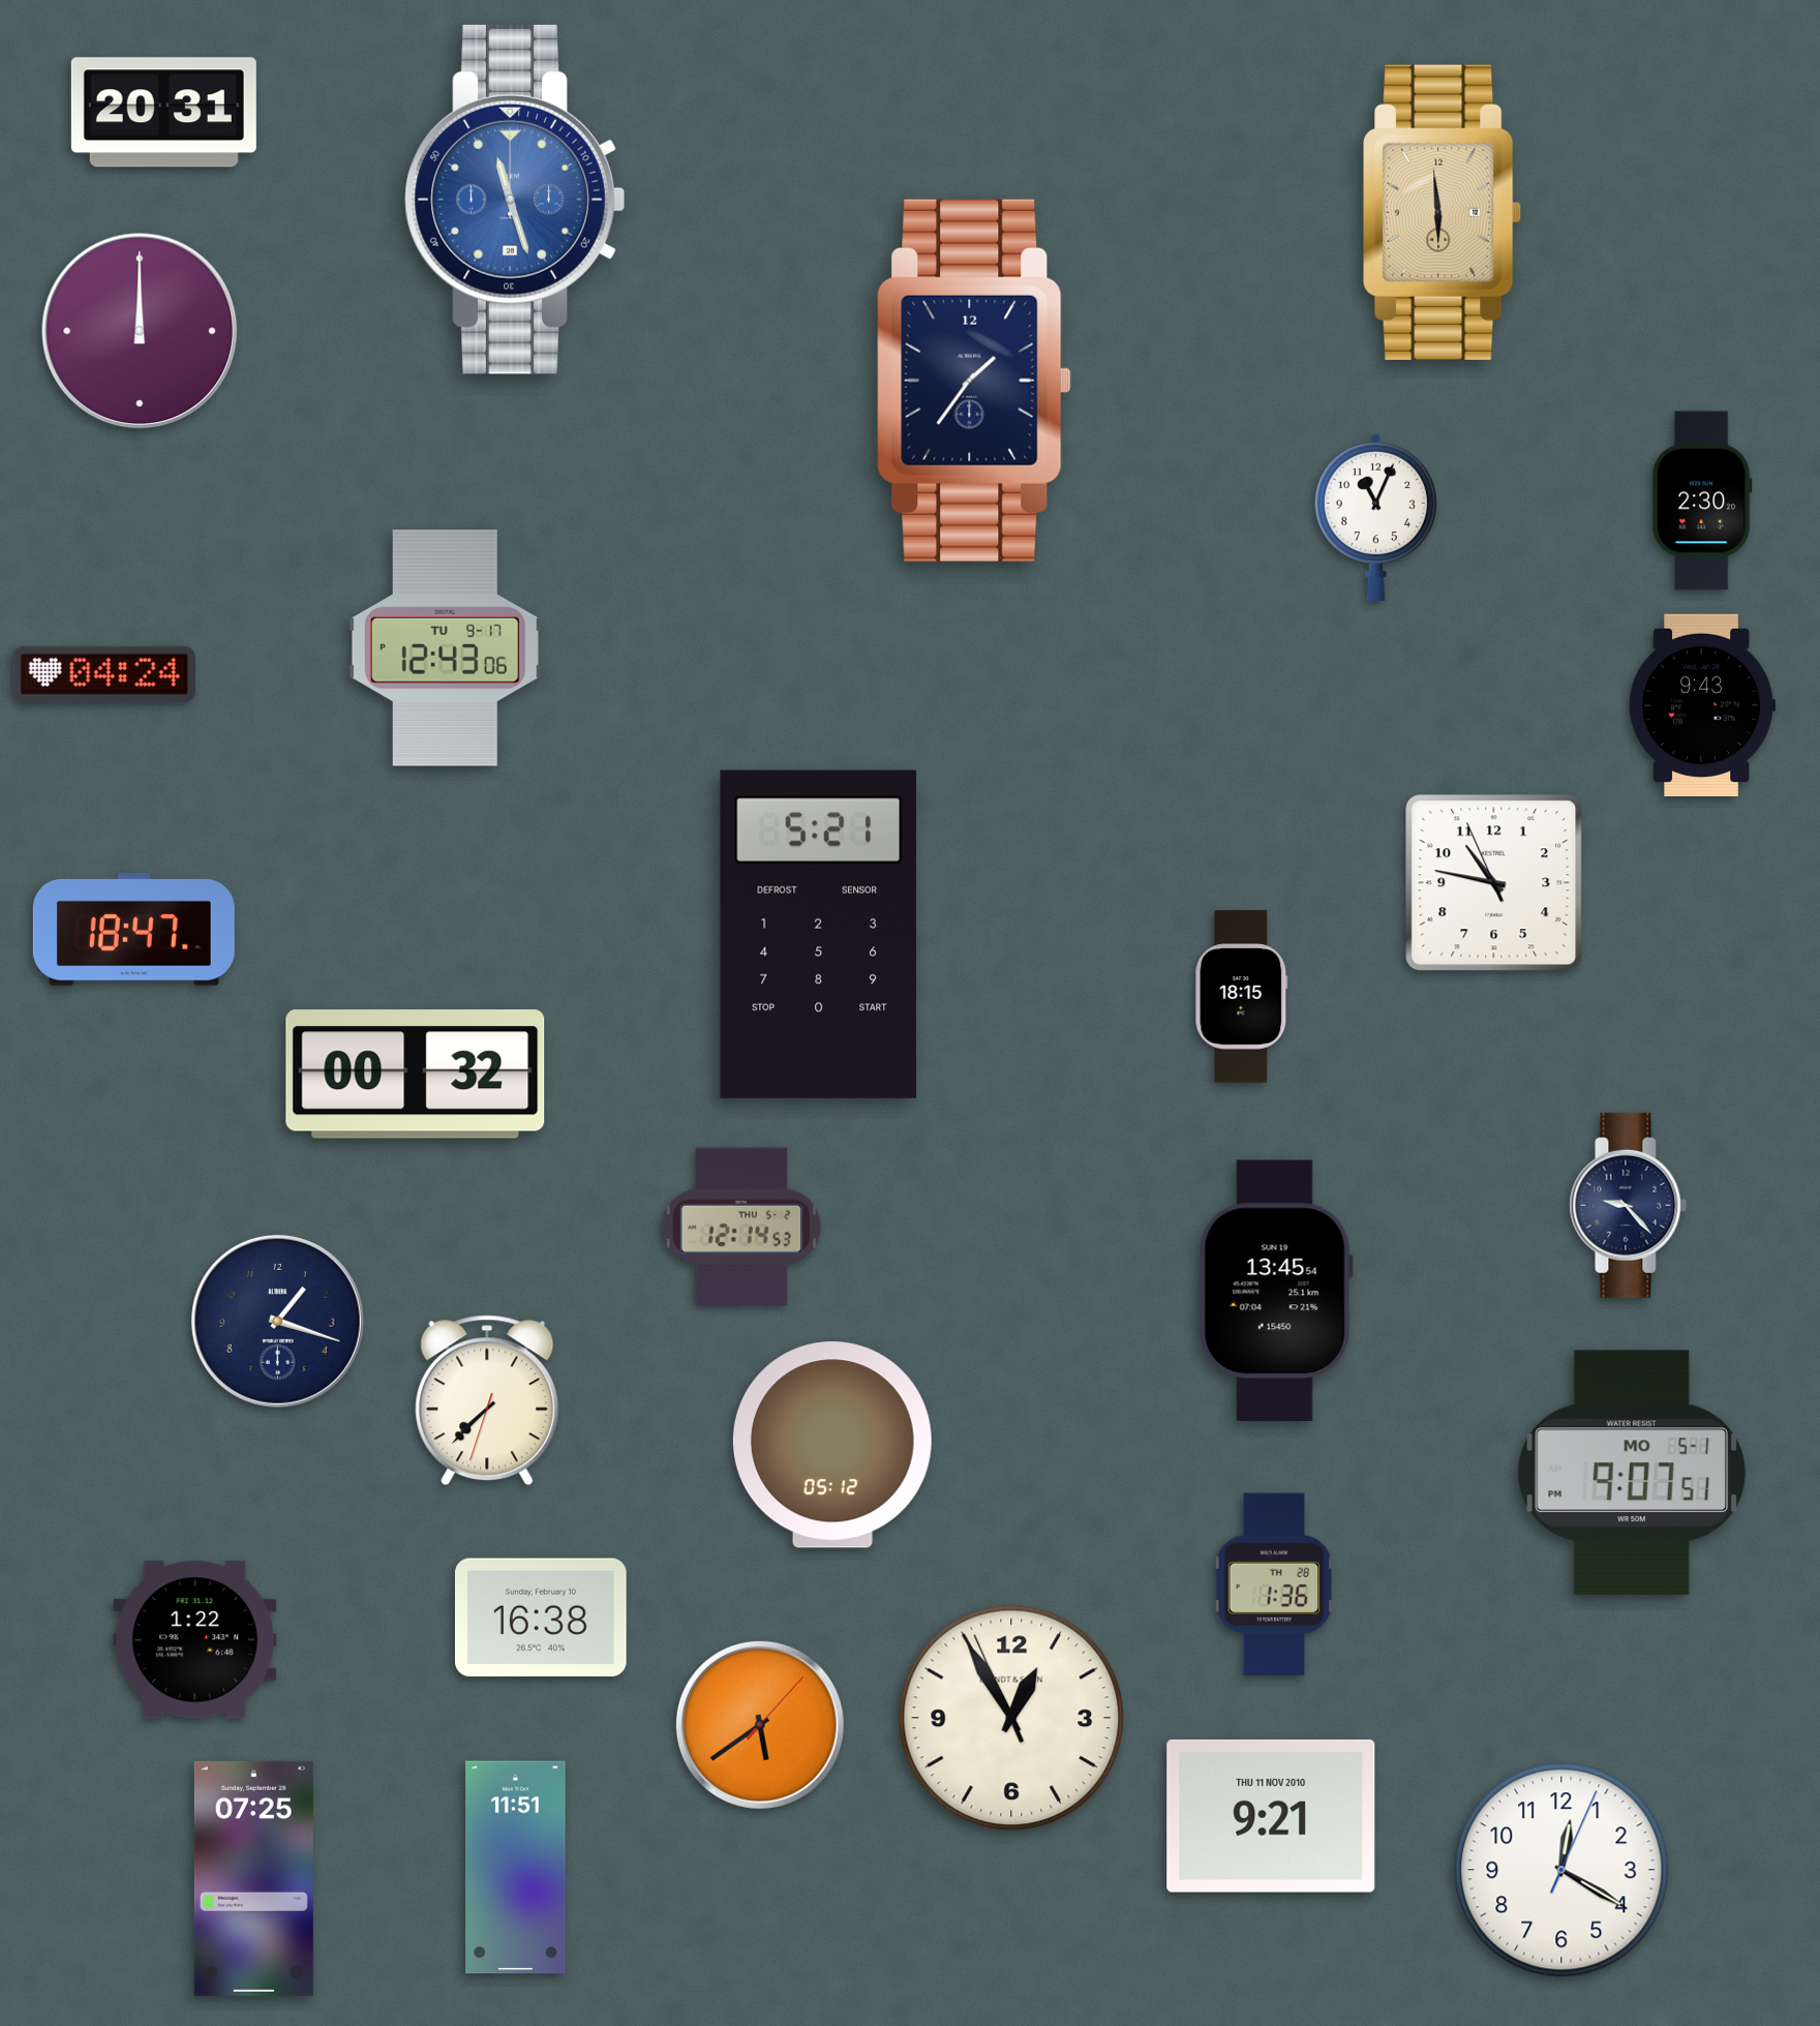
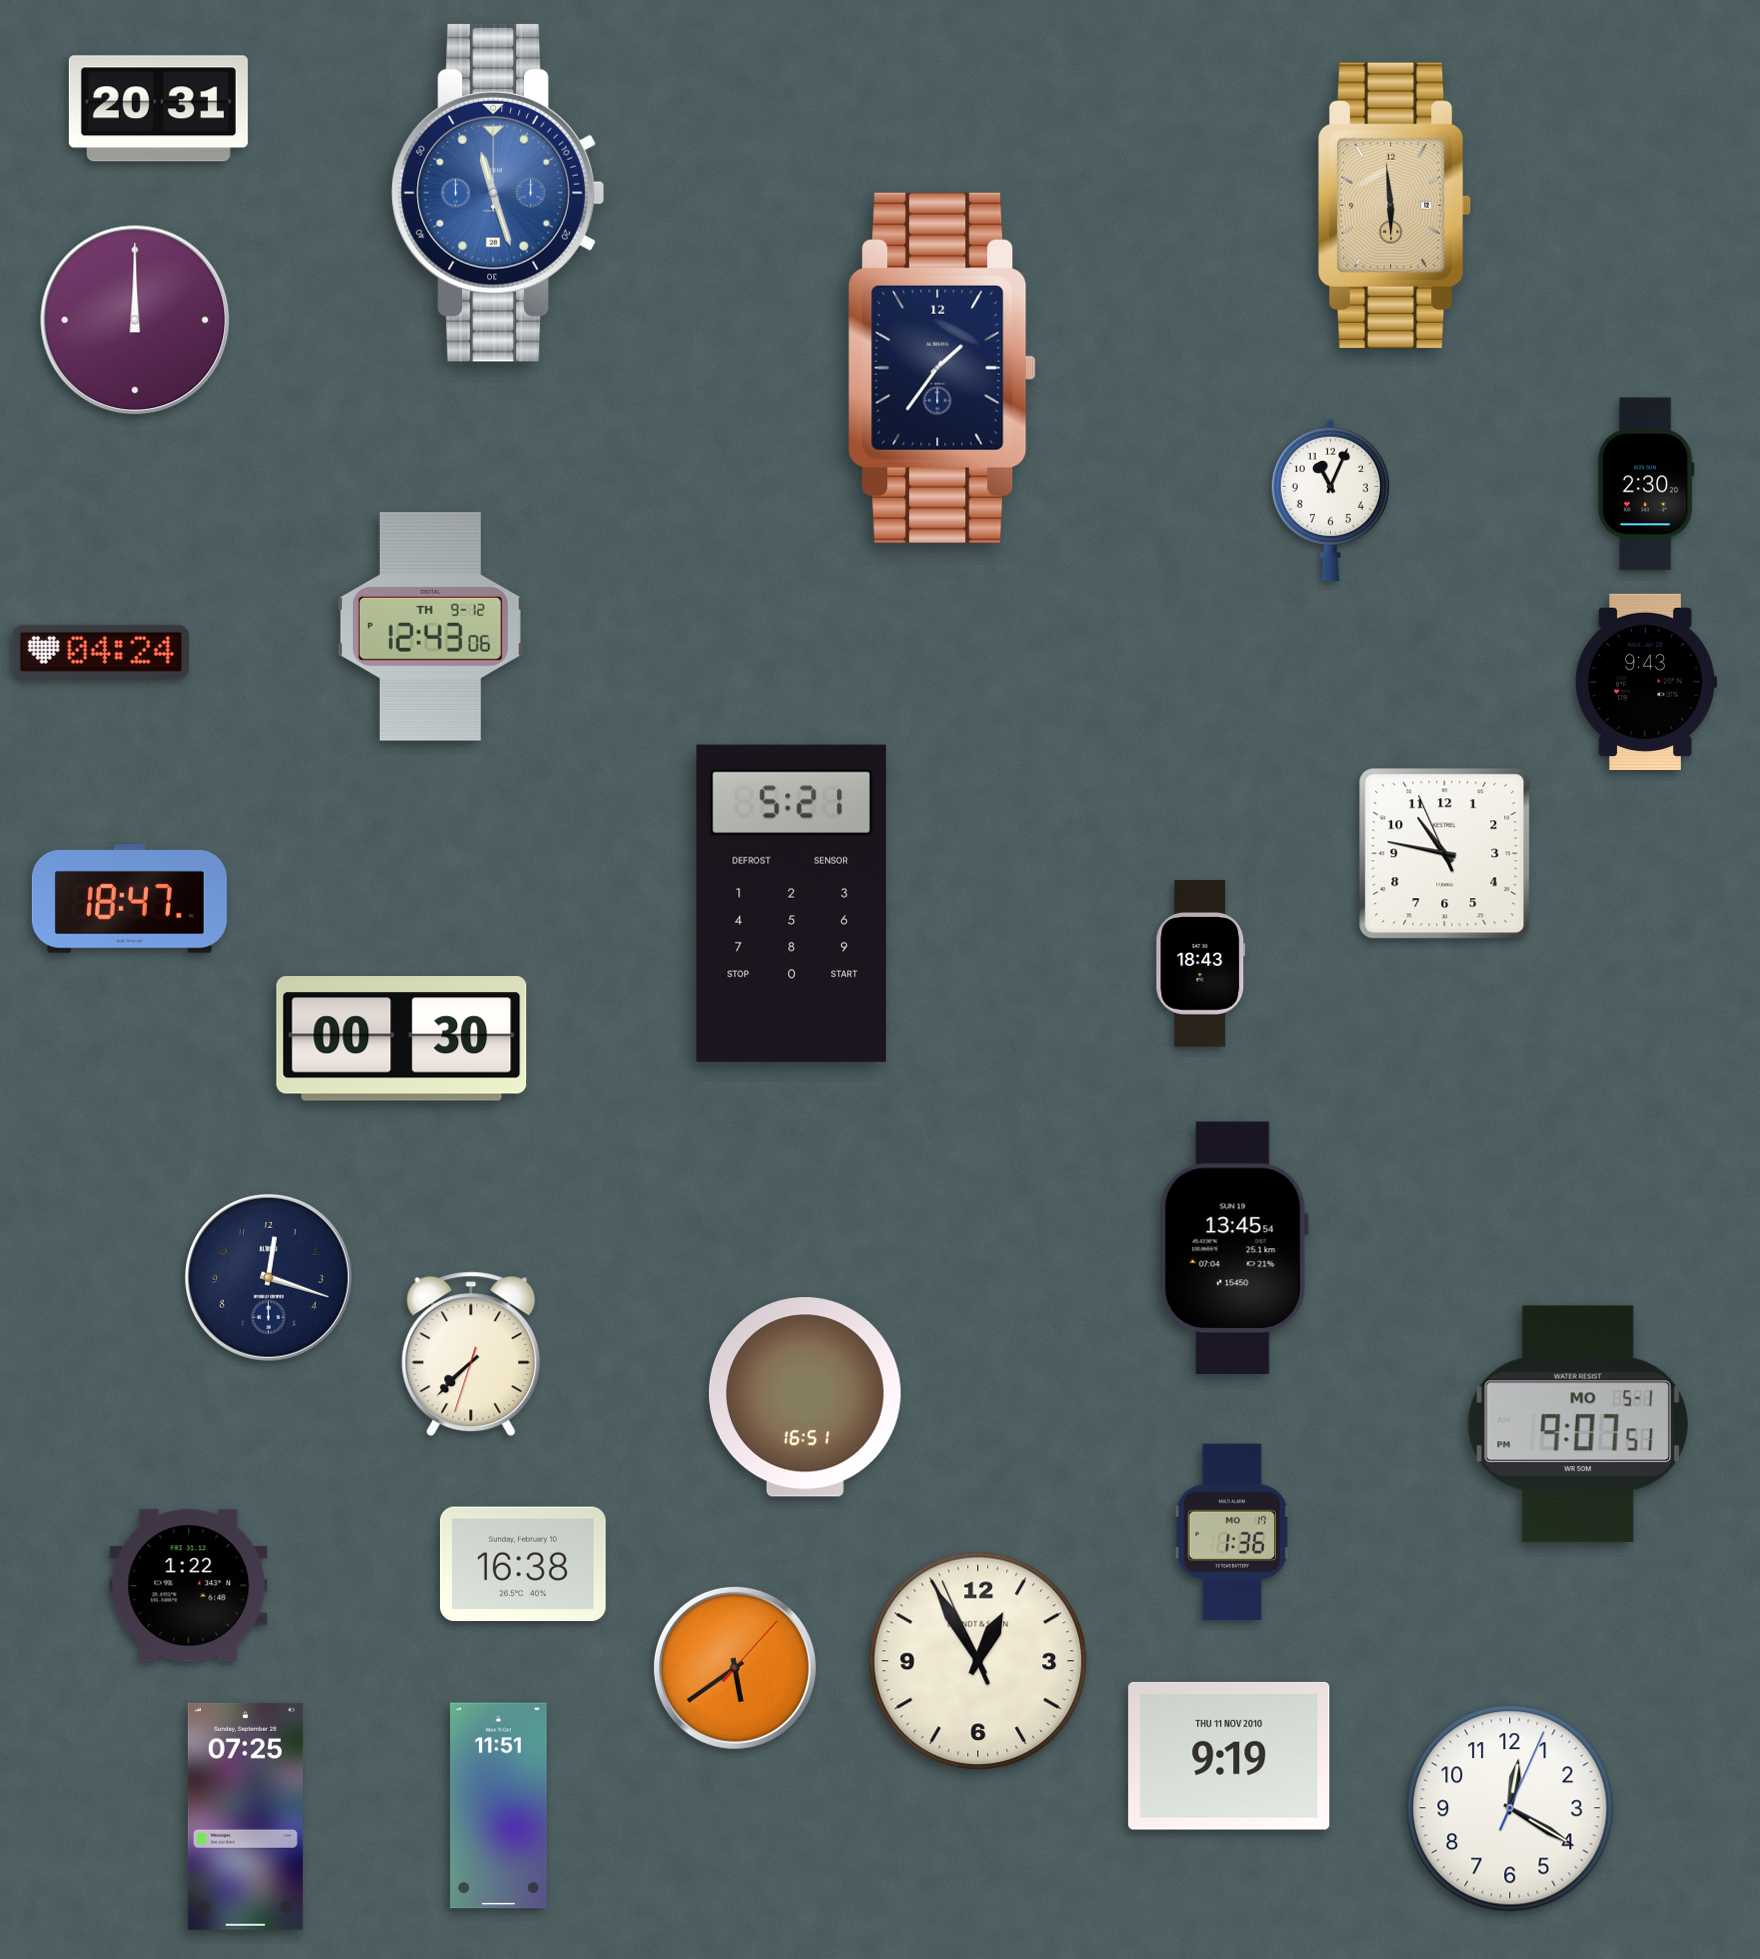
clock at (445, 648) date: TU 9-17 -> TH 9-12
clock at (1242, 997): 18:15 -> 18:43
clock at (416, 1075): 00:32 -> 00:30
clock at (1629, 1205): 9:23 -> none
clock at (741, 1227): 12:14 -> none
clock at (277, 1321): 1:18 -> 12:18
clock at (832, 1445): 05:12 -> 16:51
clock at (1274, 1584) date: TH 28 -> MO 17
clock at (1271, 1816): 9:21 -> 9:19
